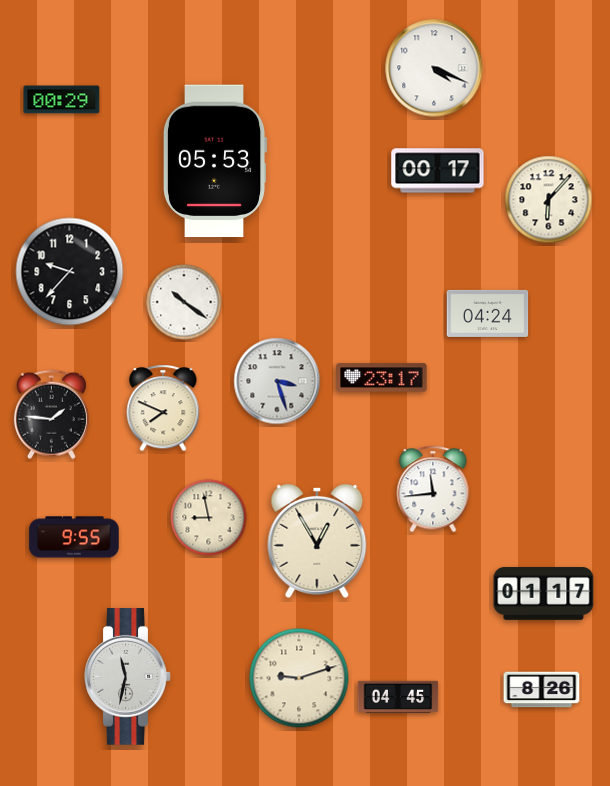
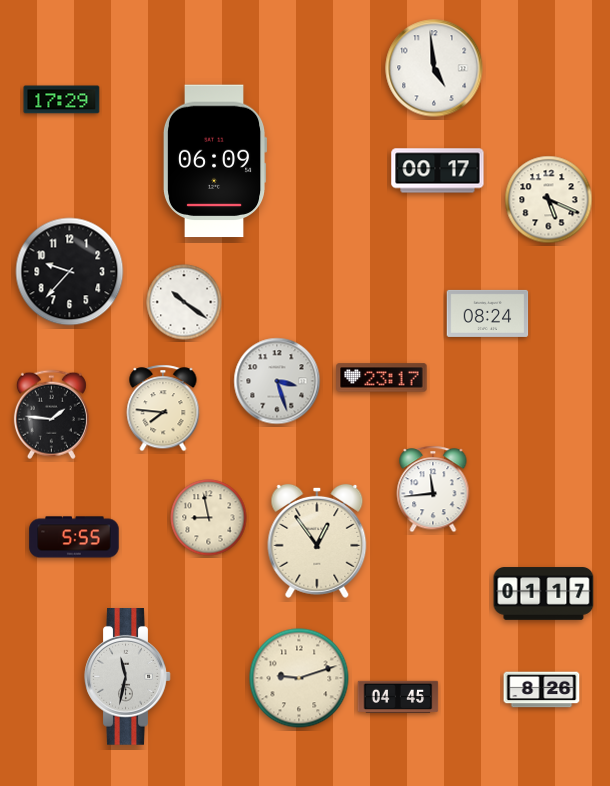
clock at (434, 68): 4:19 -> 4:59
clock at (62, 100): 00:29 -> 17:29
clock at (215, 161): 05:53 -> 06:09
clock at (549, 200): 6:07 -> 5:19
clock at (488, 313): 04:24 -> 08:24
clock at (163, 408): 7:49 -> 7:46
clock at (74, 537): 9:55 -> 5:55
clock at (317, 541): 12:55 -> 12:54
